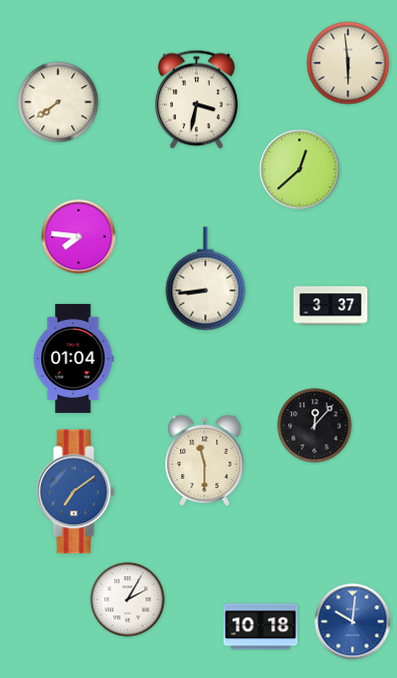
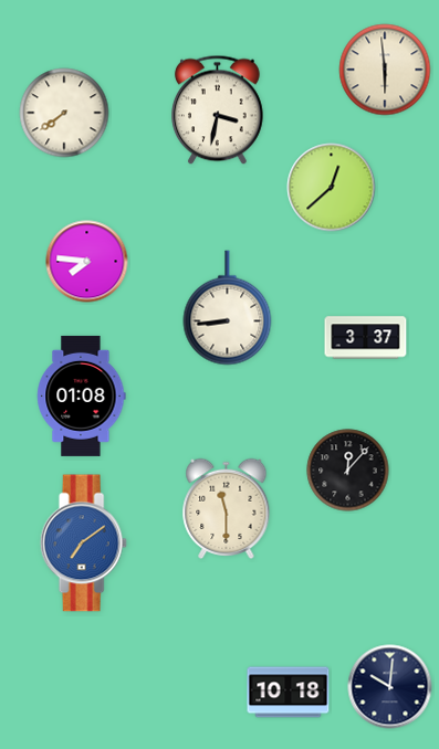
clock at (74, 358): 01:04 -> 01:08
clock at (128, 600): 2:05 -> none
clock at (353, 622) dial: blue -> navy
